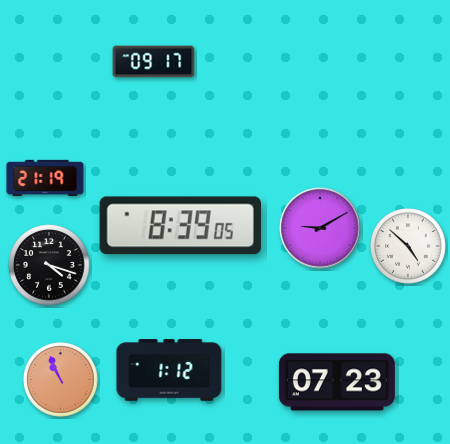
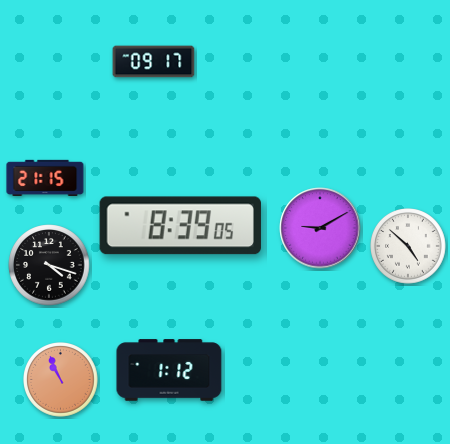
clock at (45, 177): 21:19 -> 21:15
clock at (337, 382): 07:23 -> none
